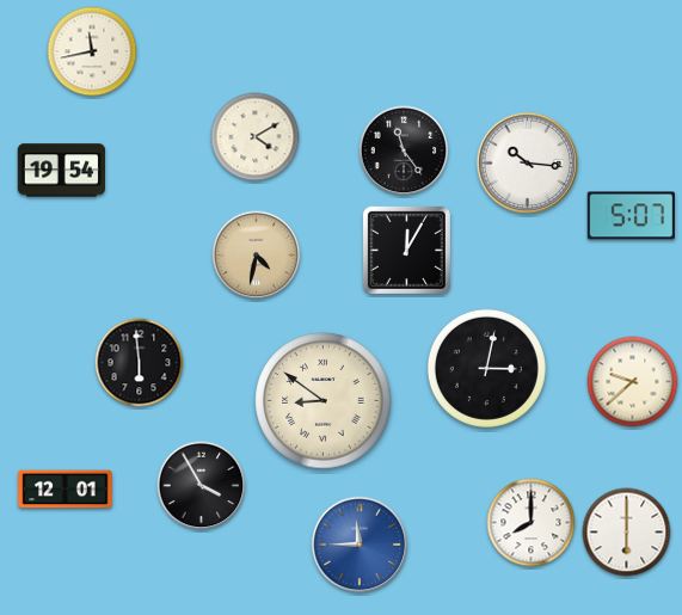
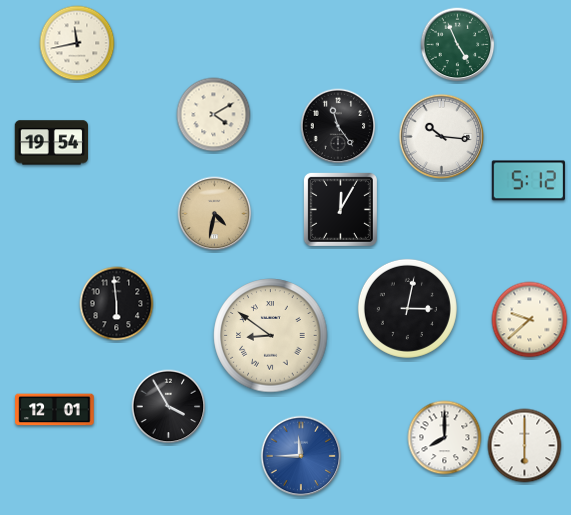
clock at (458, 45): none -> 4:56
clock at (631, 216): 5:07 -> 5:12
